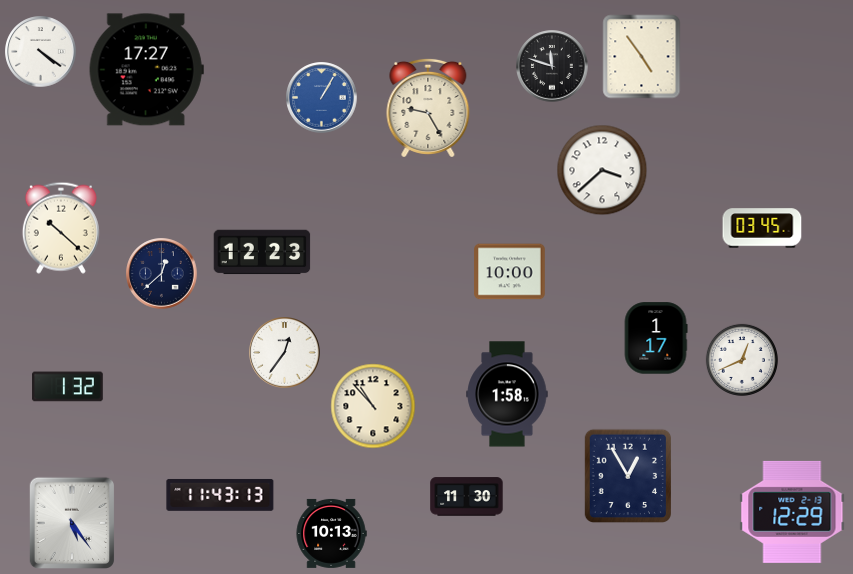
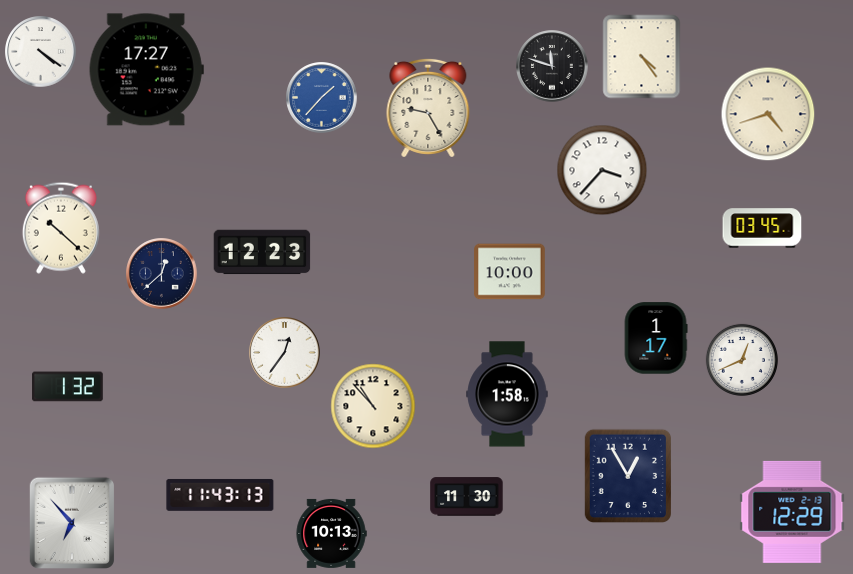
clock at (642, 57): 4:54 -> 4:24
clock at (322, 98): 1:05 -> 1:37
clock at (768, 114): none -> 4:42
clock at (602, 170): 3:38 -> 3:37
clock at (71, 522): 5:24 -> 6:53
